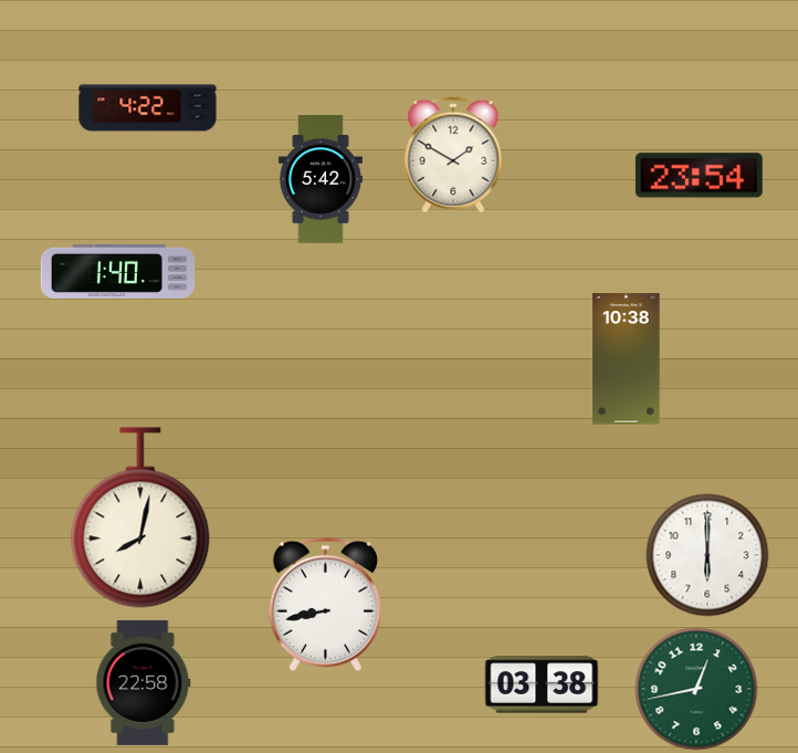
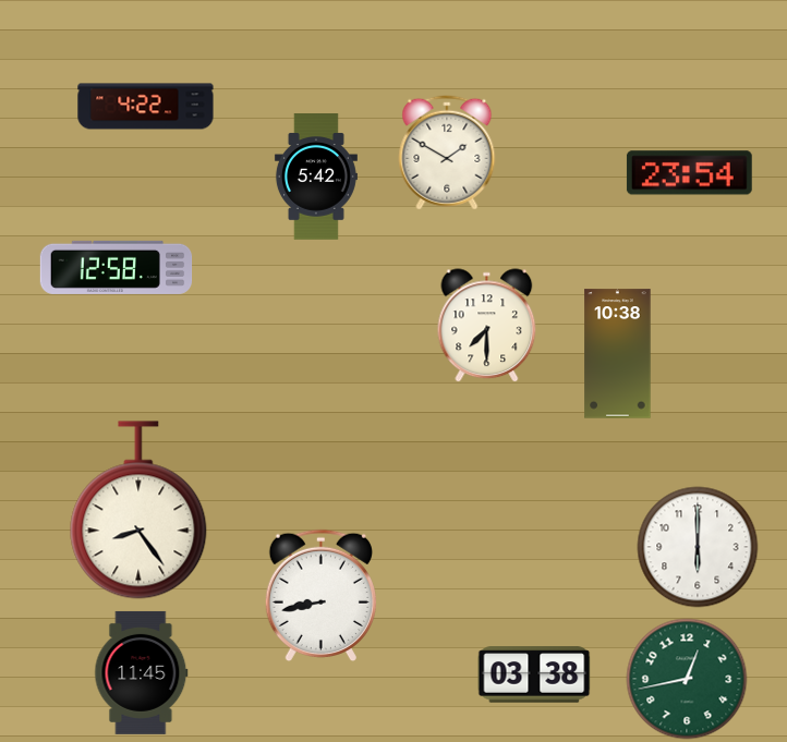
clock at (118, 271): 1:40 -> 12:58
clock at (487, 326): none -> 7:30
clock at (140, 517): 8:02 -> 8:24
clock at (144, 682): 22:58 -> 11:45
